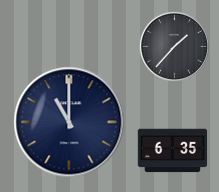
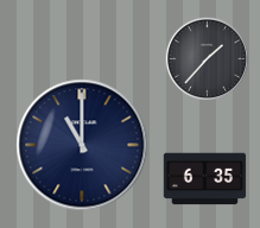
clock at (174, 46) position: (174, 46) -> (207, 58)
